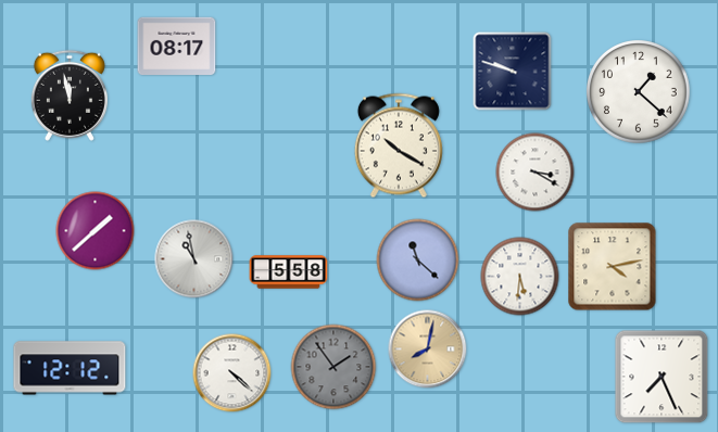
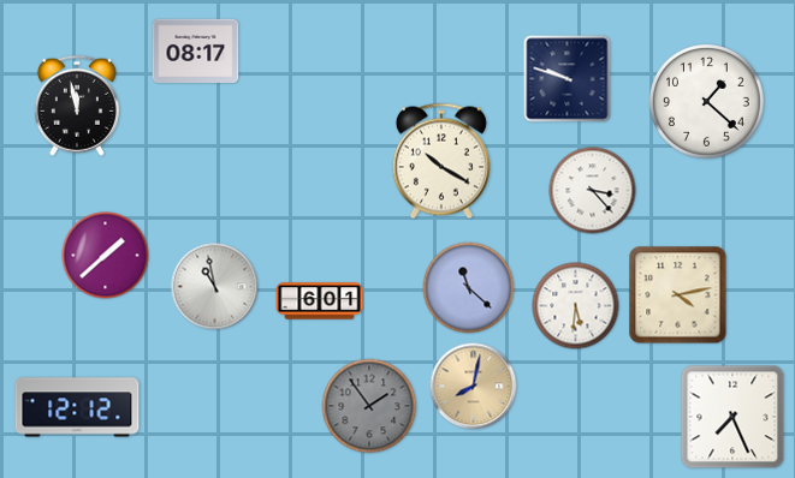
clock at (536, 173): 3:20 -> 3:23
clock at (418, 261) position: (418, 261) -> (469, 288)
clock at (289, 272): 5:58 -> 6:01
clock at (232, 373): 4:22 -> none
